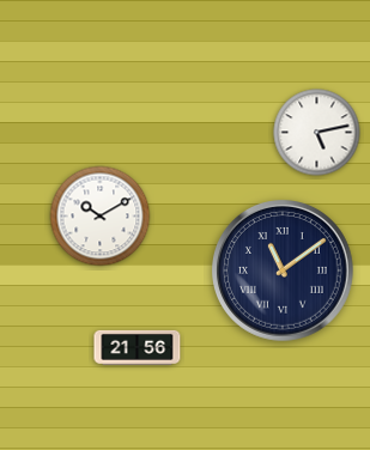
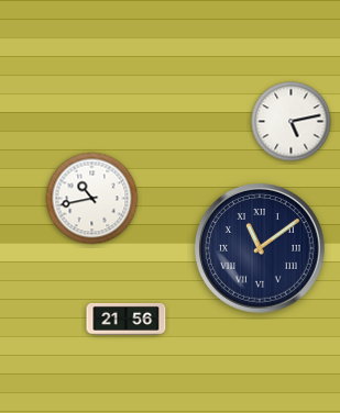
clock at (101, 217): 10:10 -> 10:43
